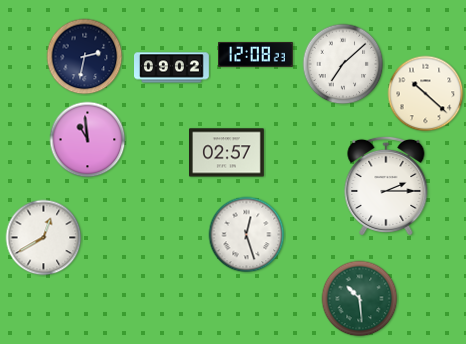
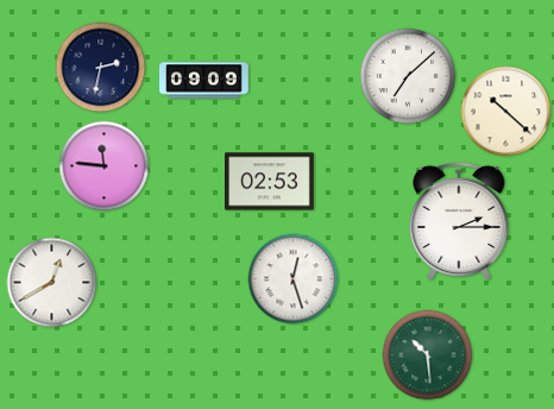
clock at (256, 54): 12:08 -> none
clock at (172, 68): 09:02 -> 09:09
clock at (88, 140): 10:59 -> 11:46
clock at (227, 153): 02:57 -> 02:53
